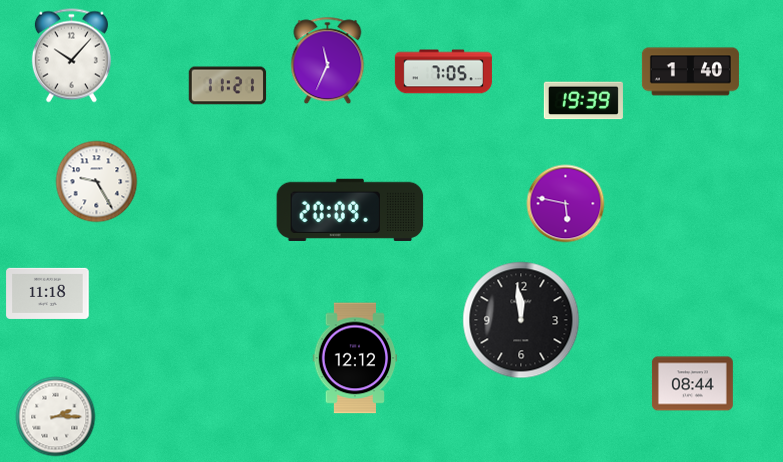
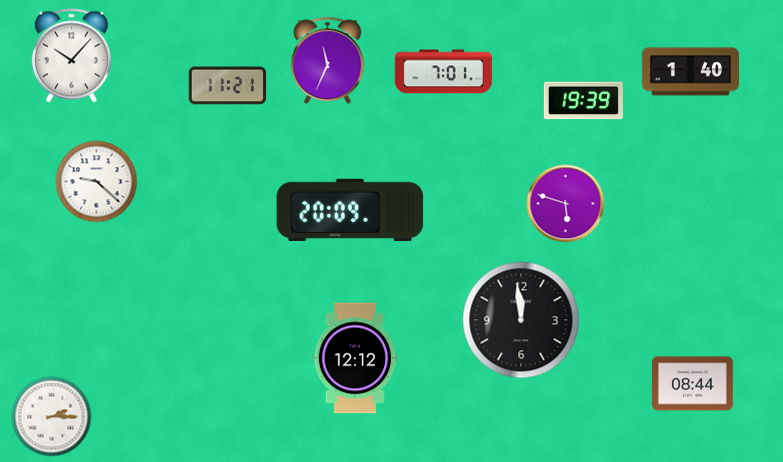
clock at (443, 72): 7:05 -> 7:01
clock at (97, 182): 9:25 -> 9:22
clock at (566, 204): 5:47 -> 5:48
clock at (48, 293): 11:18 -> none
clock at (56, 417) position: (56, 417) -> (52, 417)
